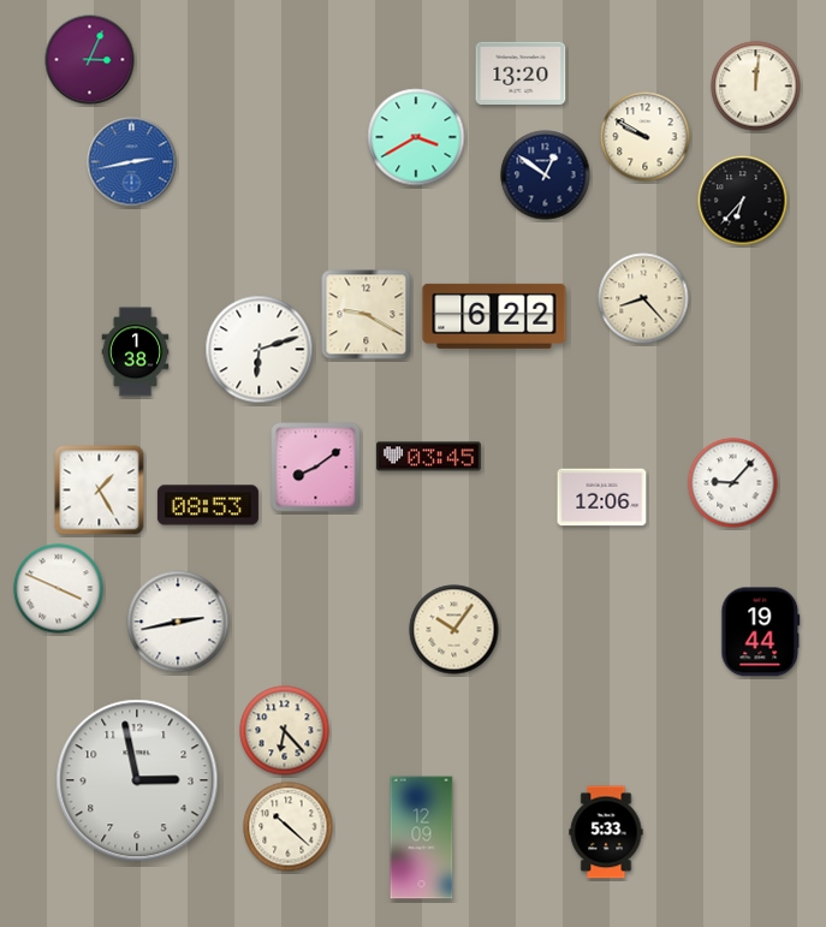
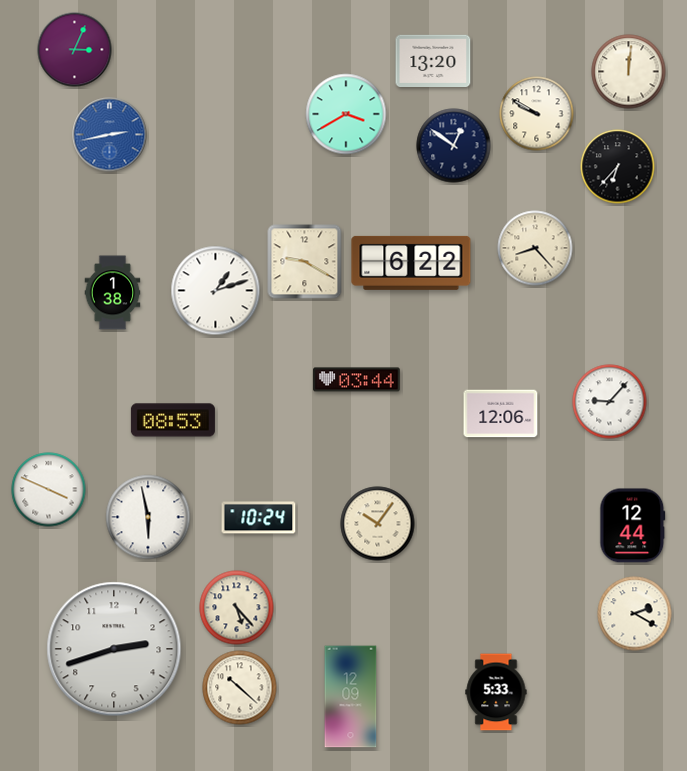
clock at (260, 350): 6:12 -> 1:12
clock at (429, 457): 03:45 -> 03:44
clock at (316, 468): 8:09 -> none
clock at (100, 491): 1:25 -> none
clock at (178, 622): 2:43 -> 5:58
clock at (259, 518): none -> 10:24
clock at (761, 632): 19:44 -> 12:44
clock at (285, 731): 6:23 -> 5:23
clock at (635, 614): none -> 2:20
clock at (137, 780): 2:58 -> 2:42
clock at (606, 832) position: (606, 832) -> (496, 692)
